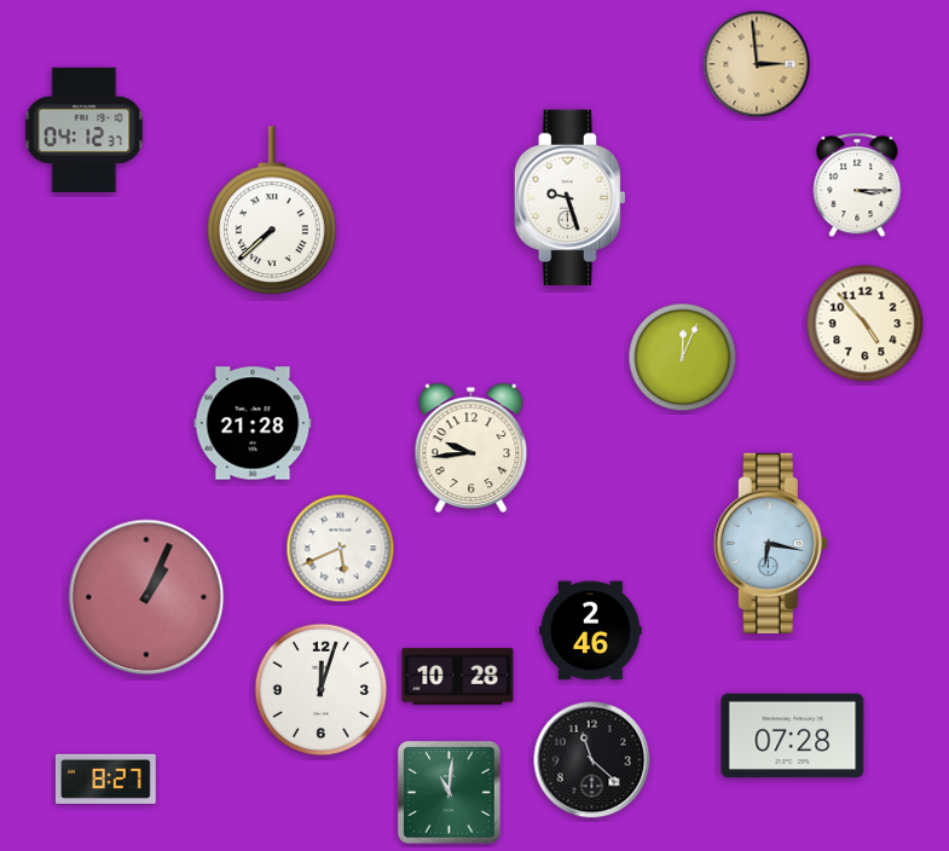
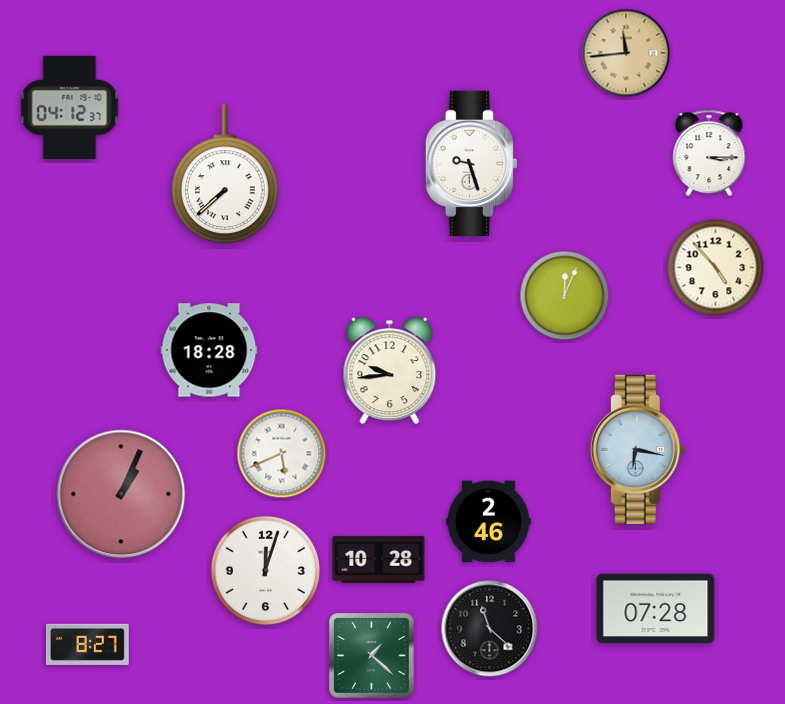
clock at (757, 64): 2:59 -> 11:44
clock at (253, 423): 21:28 -> 18:28
clock at (450, 793): 11:01 -> 1:22
